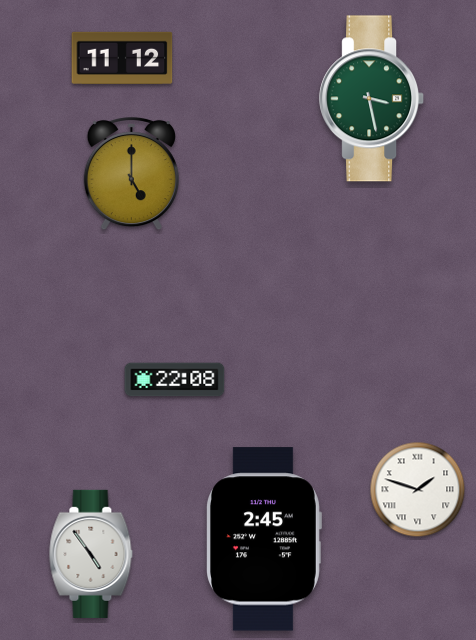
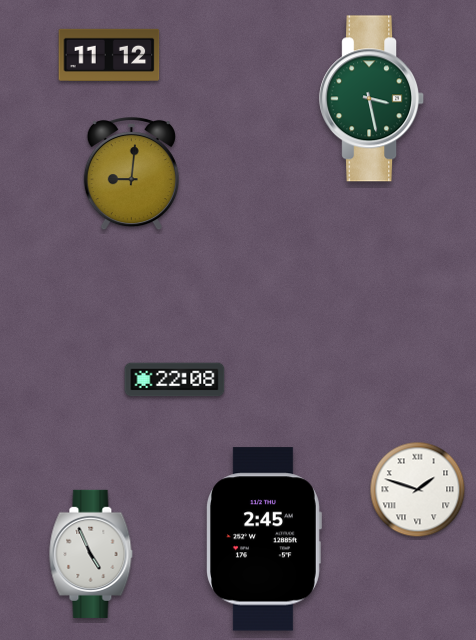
clock at (122, 58) position: (122, 58) -> (109, 55)
clock at (131, 174): 5:00 -> 9:01
clock at (91, 554): 4:54 -> 4:56
